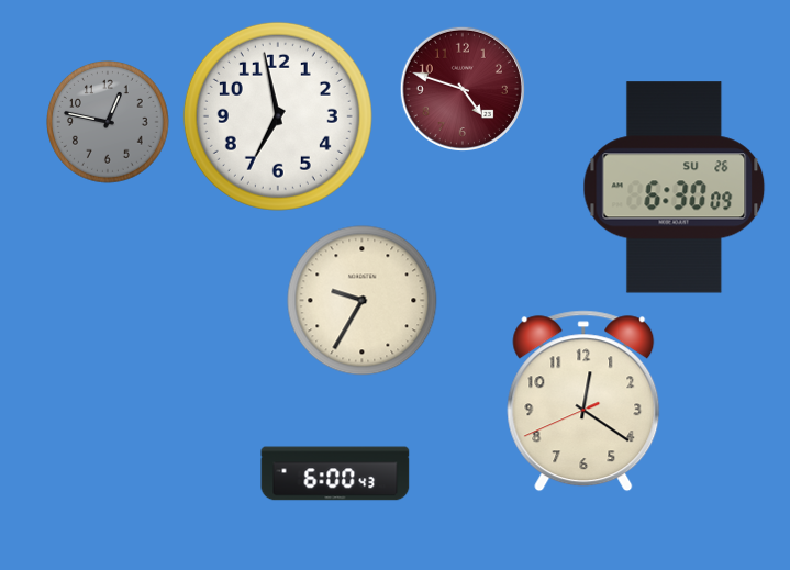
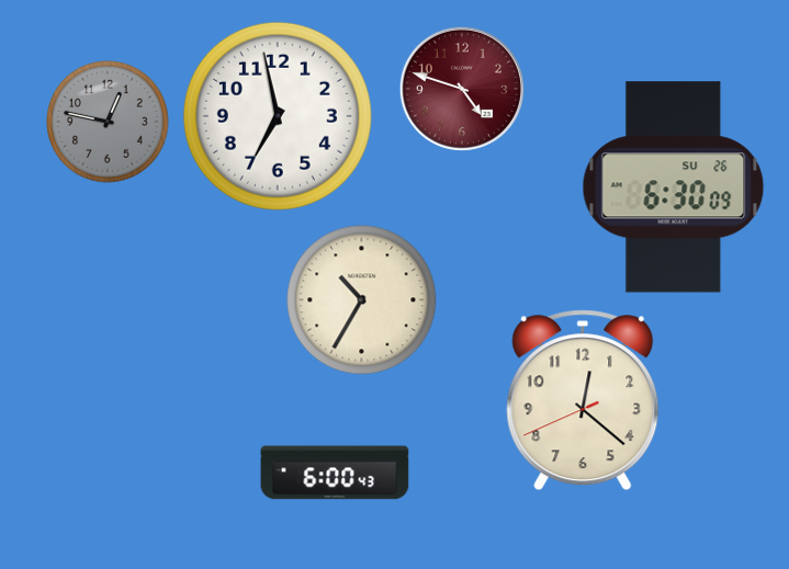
clock at (363, 301): 9:35 -> 10:35
clock at (583, 401): 12:20 -> 12:21
